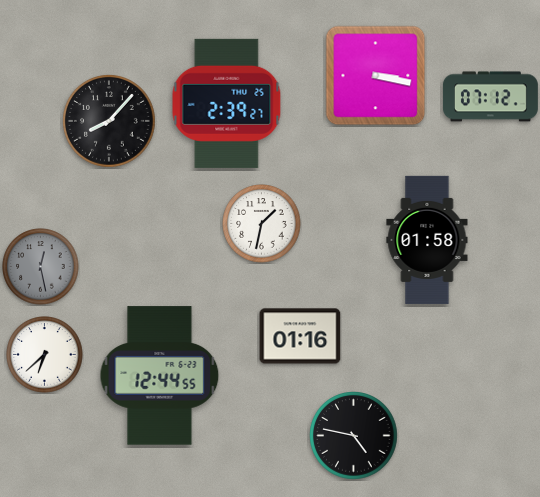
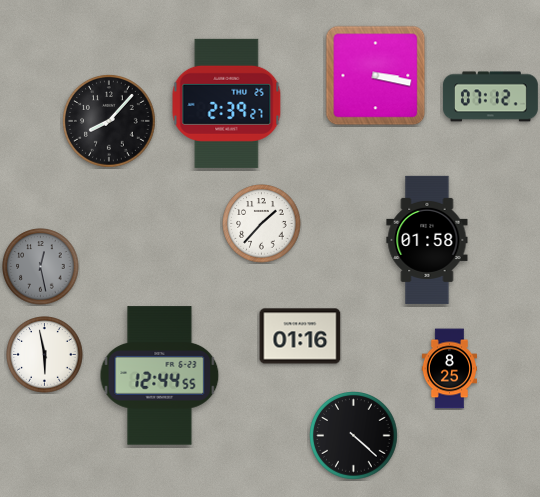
clock at (262, 224): 1:32 -> 1:37
clock at (45, 355): 6:38 -> 5:58
clock at (449, 369): none -> 8:25
clock at (354, 436): 4:47 -> 4:22
